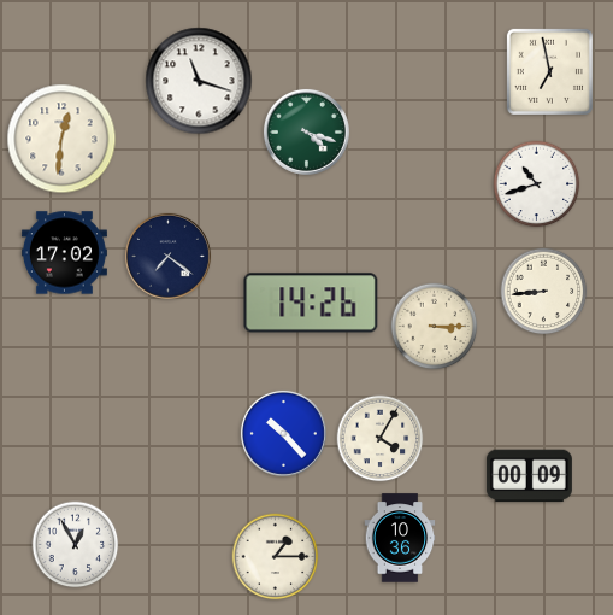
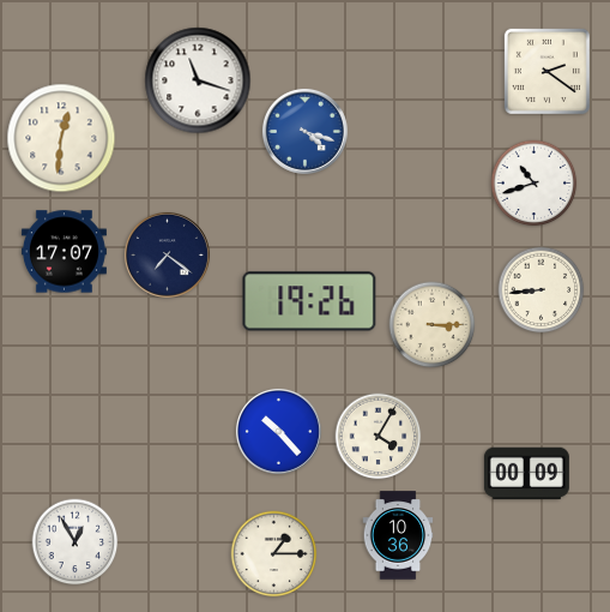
clock at (549, 71): 6:58 -> 2:21
clock at (306, 131) dial: green -> blue
clock at (64, 253): 17:02 -> 17:07
clock at (311, 303): 14:26 -> 19:26
clock at (283, 433) position: (283, 433) -> (278, 431)
